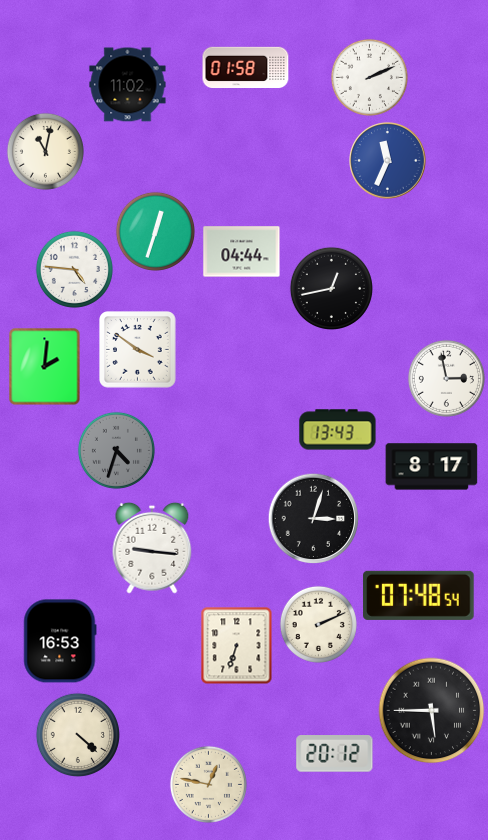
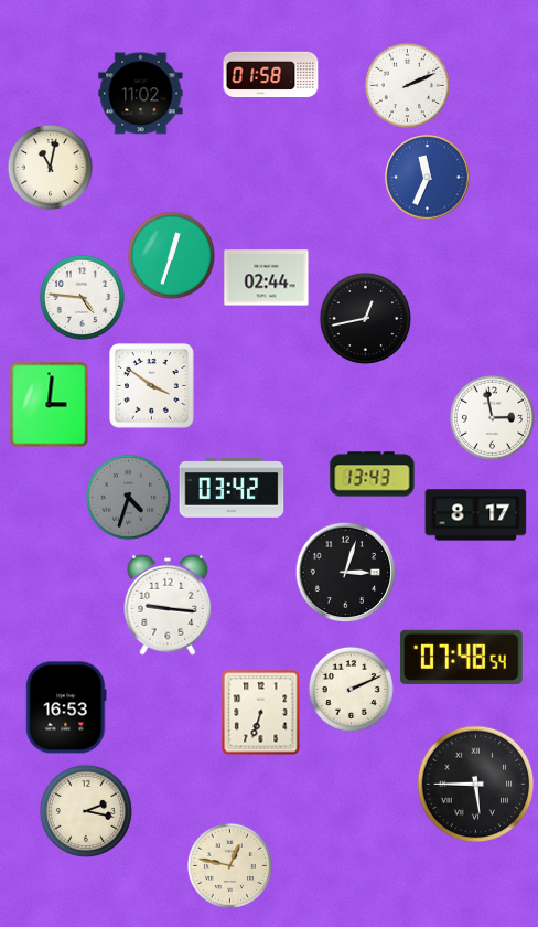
clock at (242, 252): 04:44 -> 02:44
clock at (45, 366): 2:01 -> 3:01
clock at (232, 489): none -> 03:42
clock at (77, 734): 4:22 -> 2:17
clock at (335, 754): 20:12 -> none
